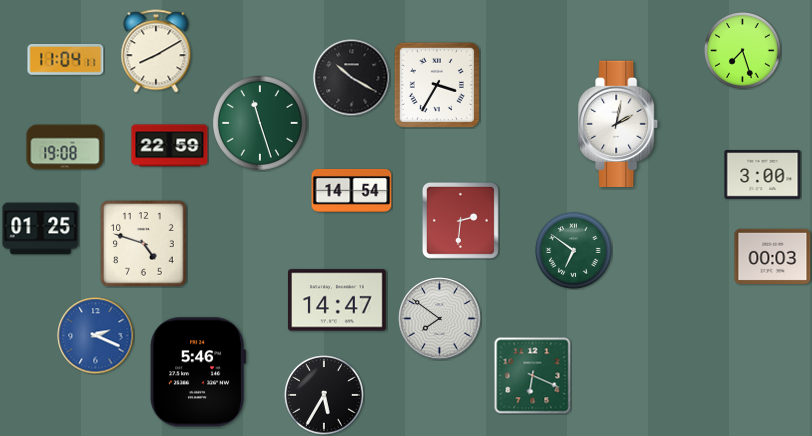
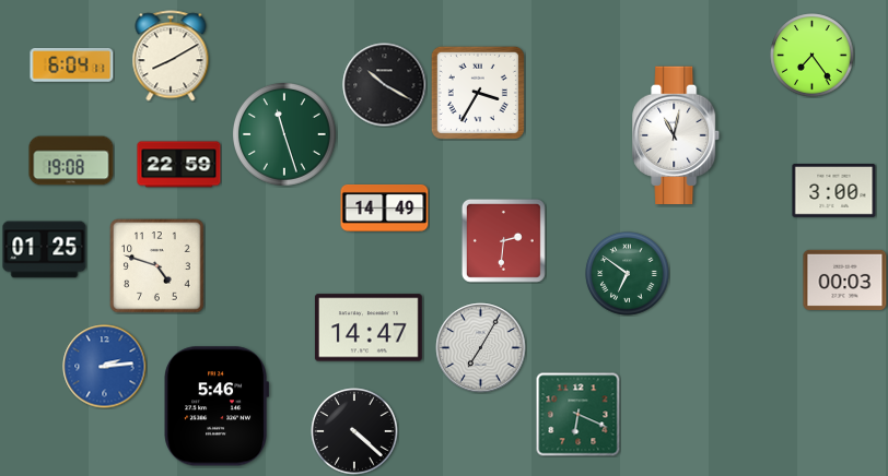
clock at (743, 51): 7:27 -> 7:24
clock at (66, 59): 11:04 -> 6:04
clock at (619, 124): 2:02 -> 11:02
clock at (170, 146) position: (170, 146) -> (179, 165)
clock at (352, 190): 14:54 -> 14:49
clock at (440, 319): 7:51 -> 7:05
clock at (96, 336): 2:19 -> 2:14
clock at (533, 376) position: (533, 376) -> (579, 415)
clock at (324, 395): 5:35 -> 4:22
